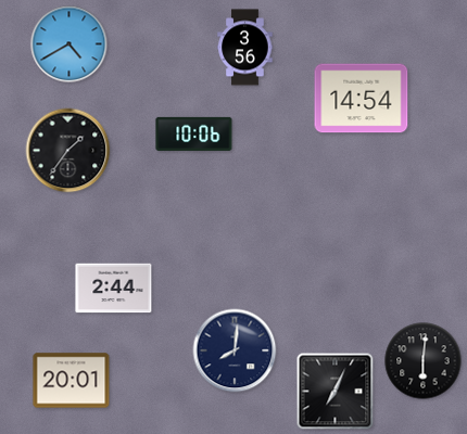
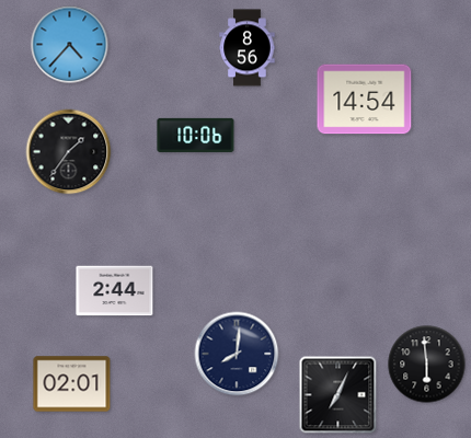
clock at (70, 44): 4:40 -> 4:37
clock at (245, 48): 3:56 -> 8:56
clock at (424, 361): 6:01 -> 5:59
clock at (72, 381): 20:01 -> 02:01
